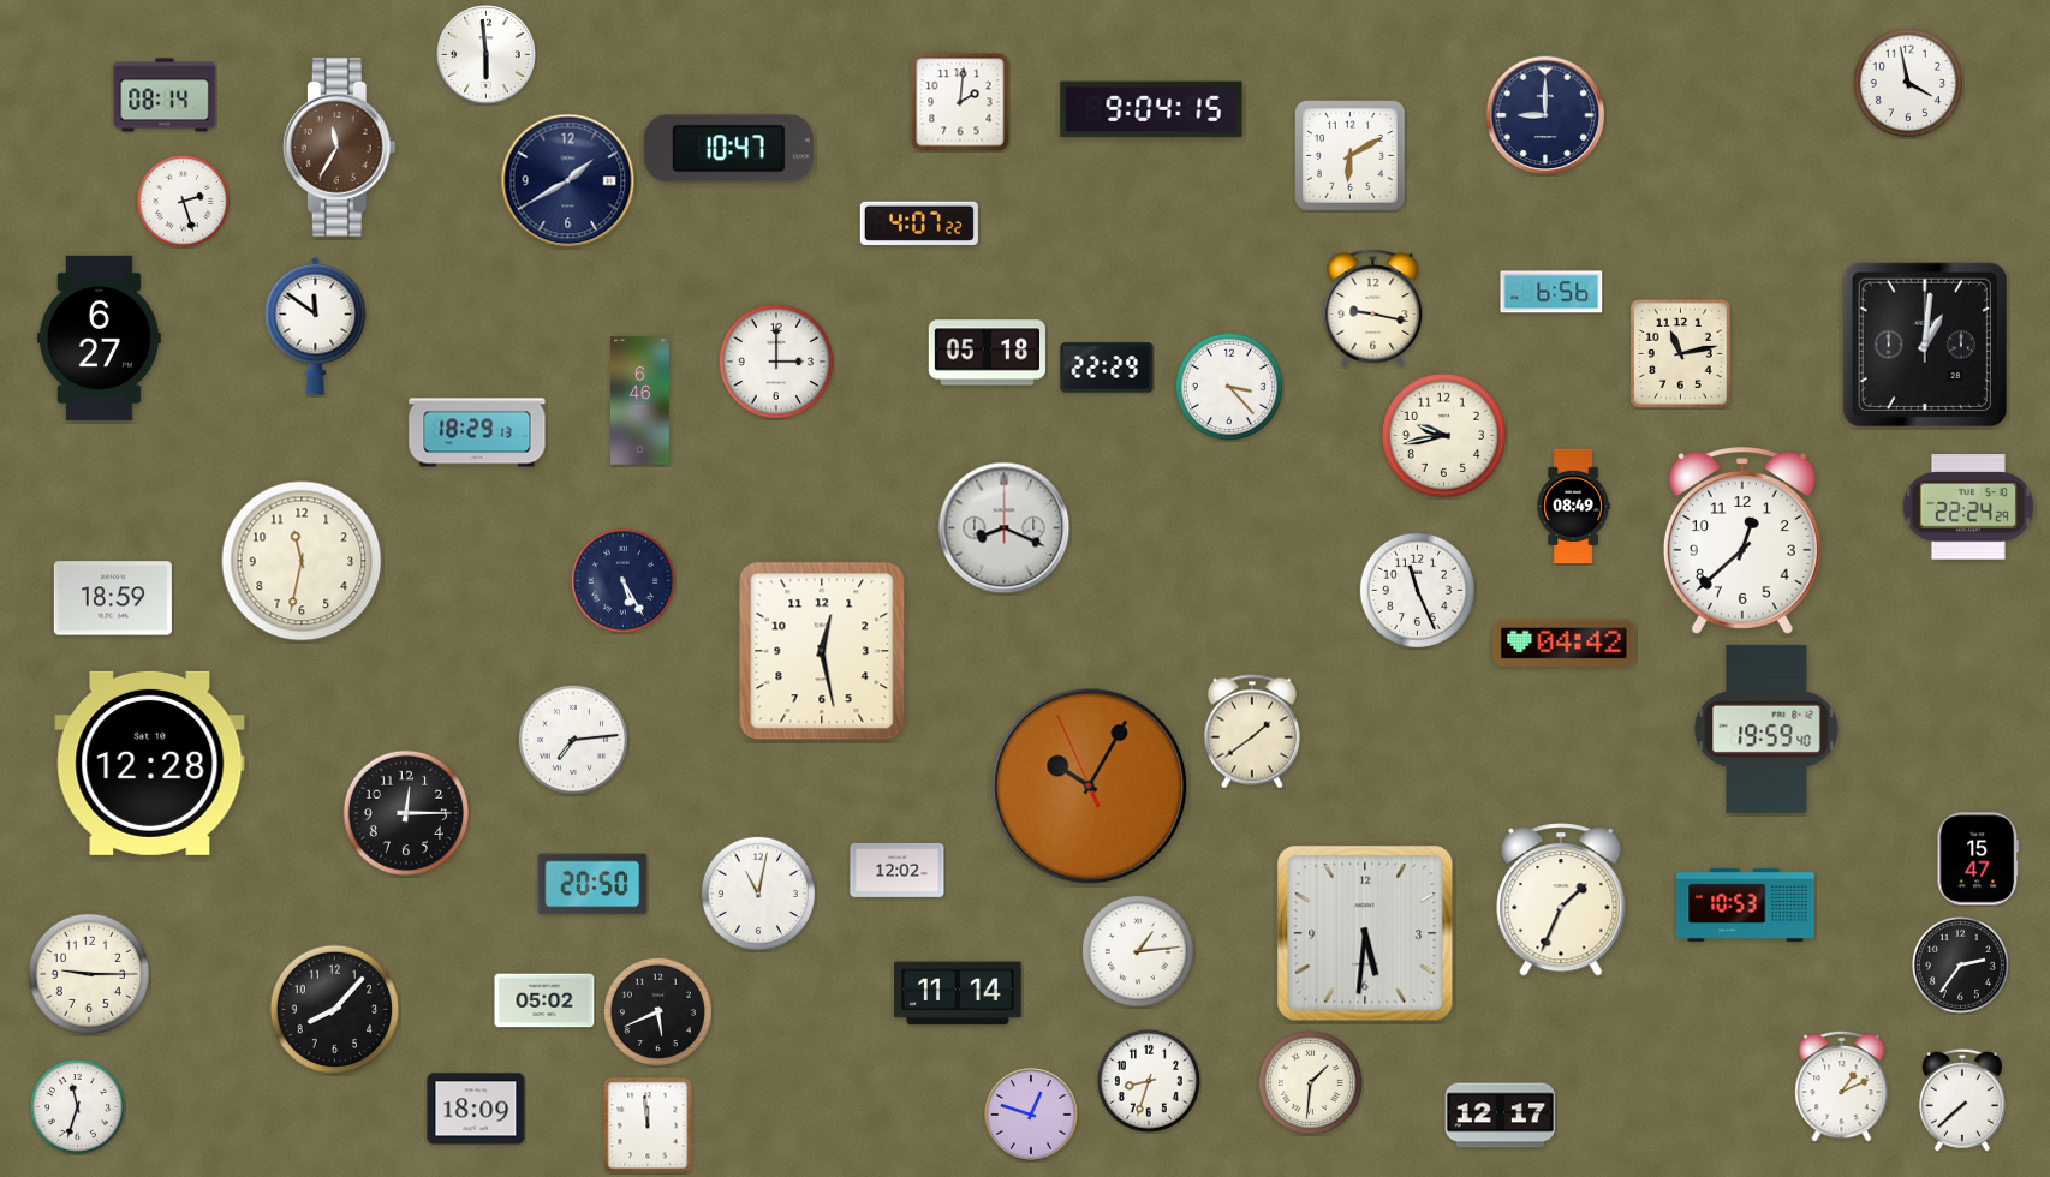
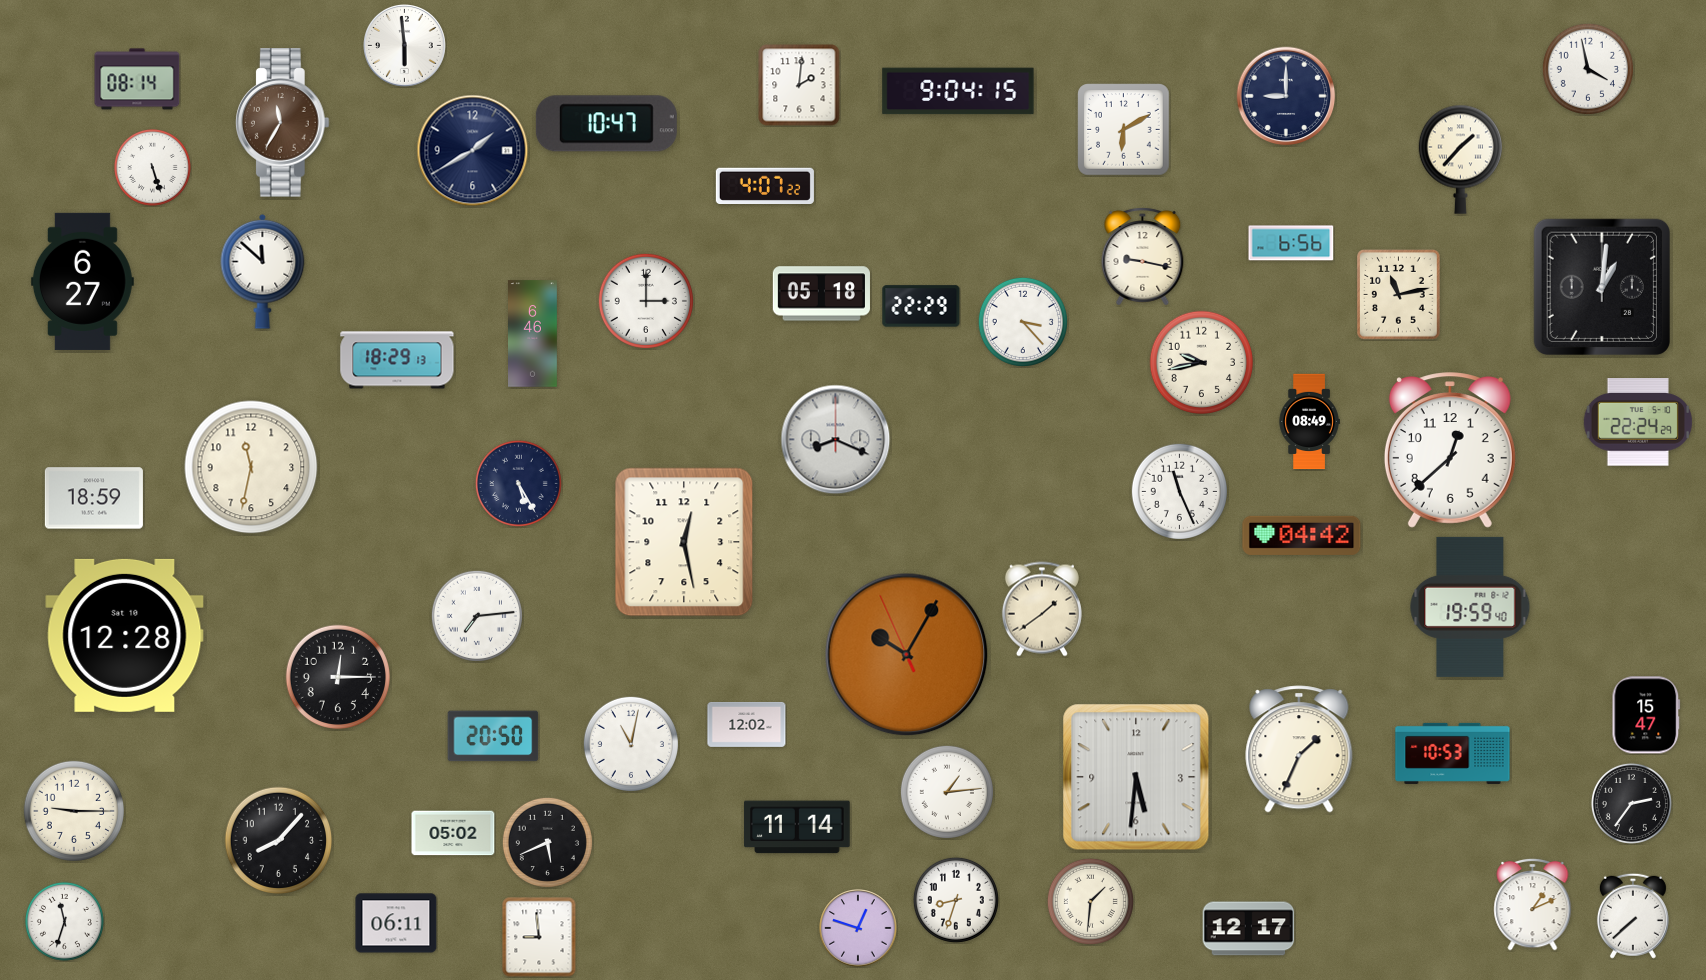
clock at (1460, 159): none -> 1:37
clock at (183, 201): 2:27 -> 5:27
clock at (316, 325): 11:51 -> 11:52
clock at (476, 1109): 18:09 -> 06:11
clock at (648, 1125): 11:59 -> 8:59
